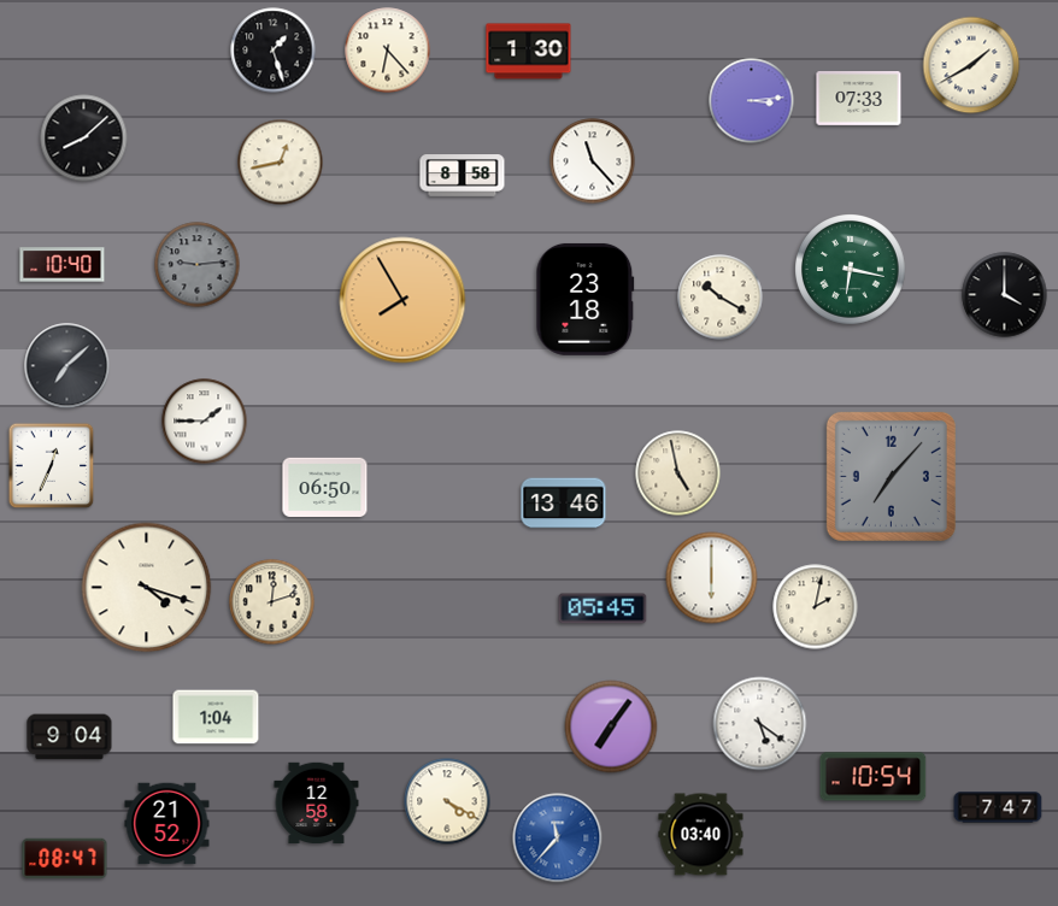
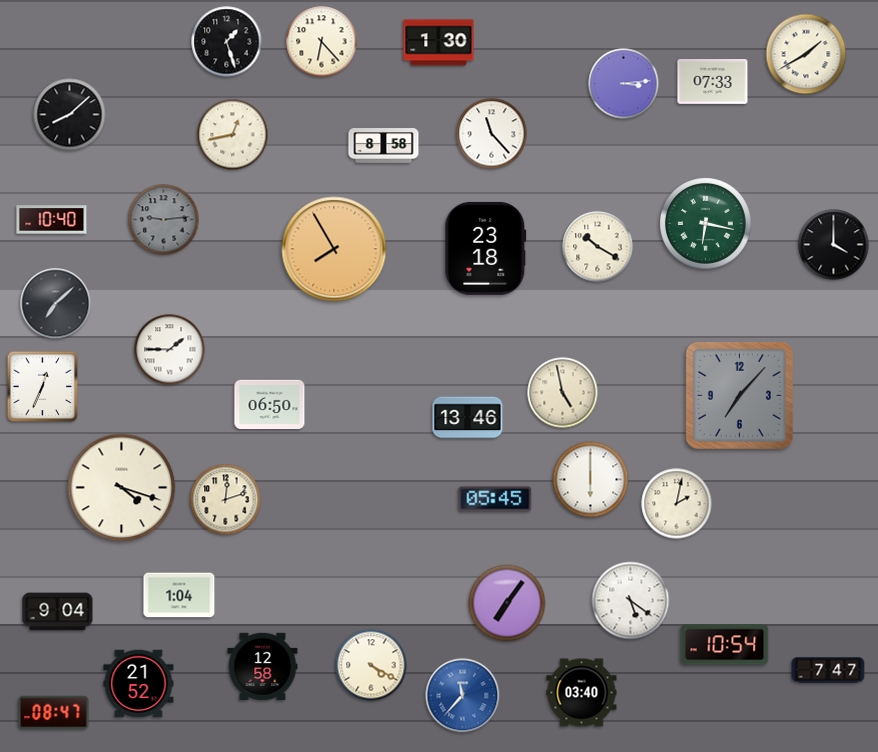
clock at (603, 608) position: (603, 608) -> (495, 499)
